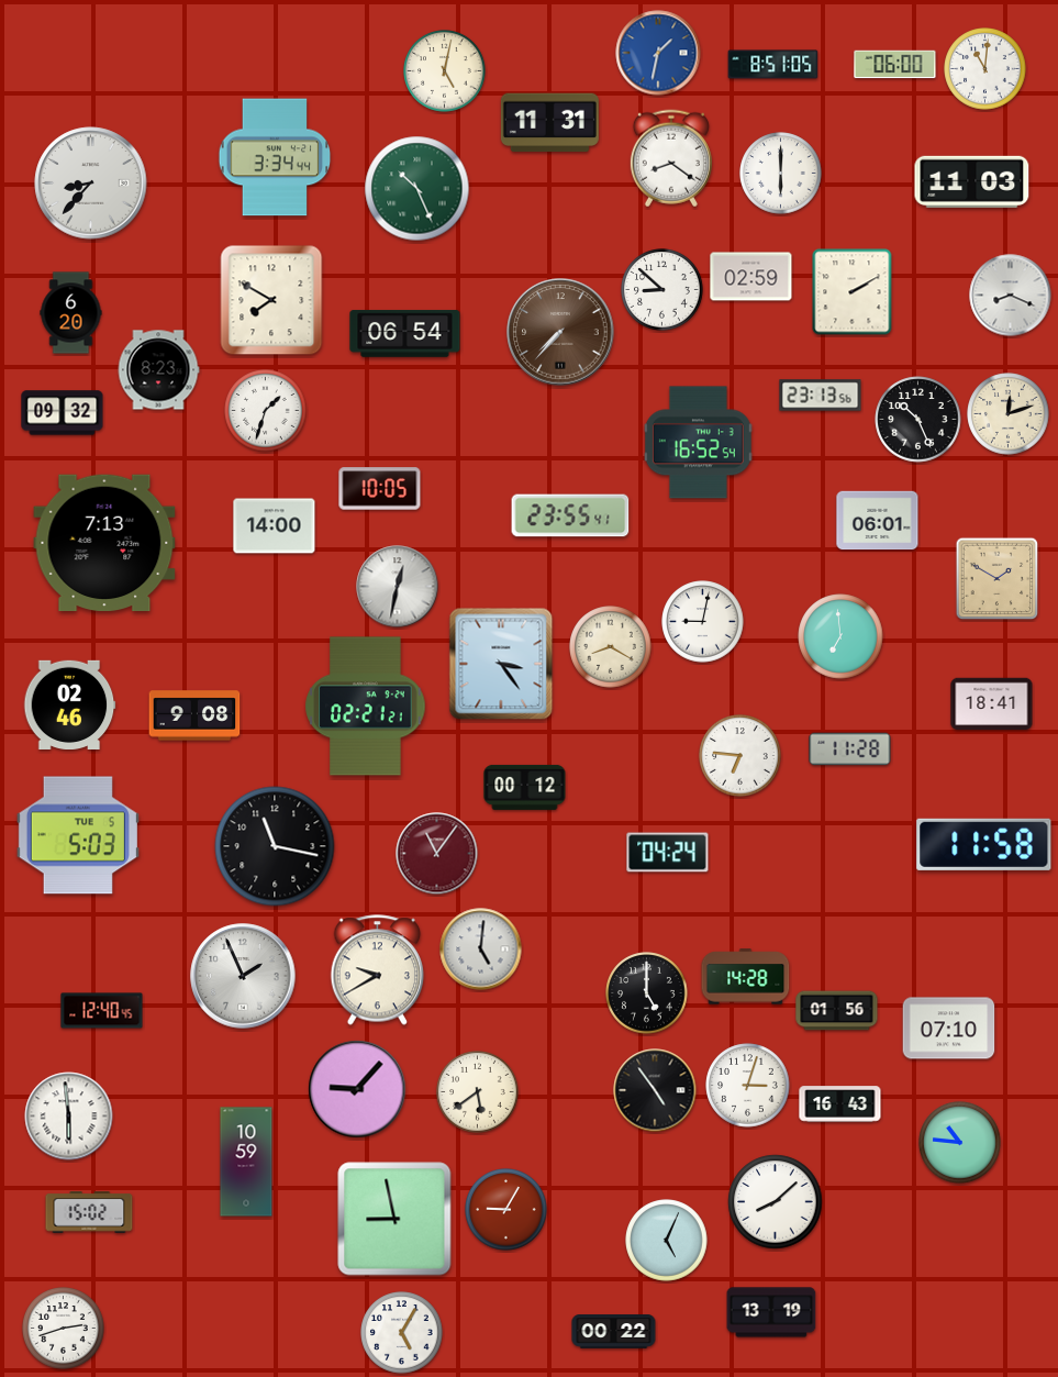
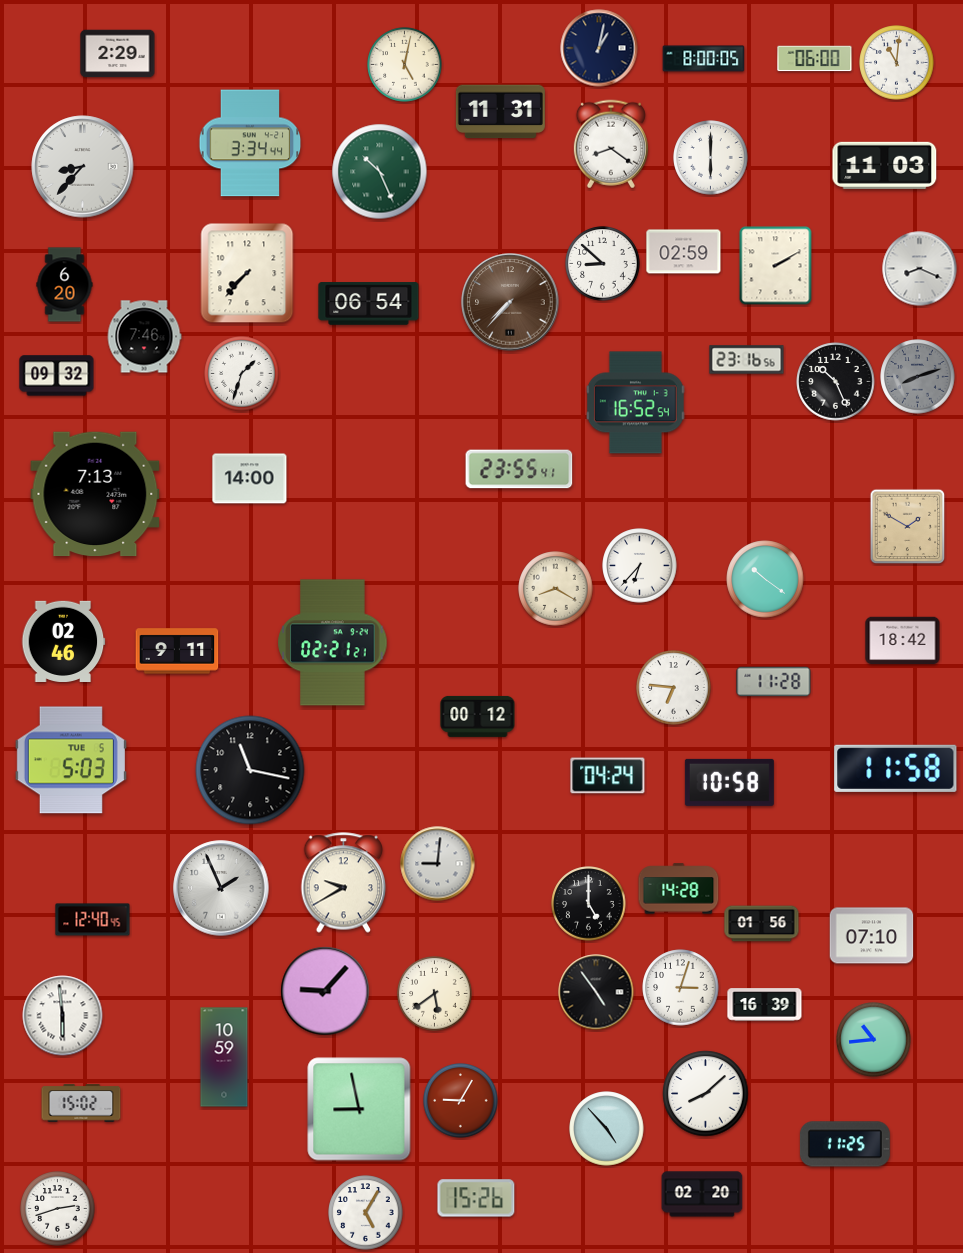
clock at (658, 53): 1:32 -> 1:02
clock at (658, 53) dial: blue -> navy
clock at (118, 54): none -> 2:29
clock at (773, 65): 8:51 -> 8:00
clock at (271, 300): 7:50 -> 7:37
clock at (158, 370): 8:23 -> 7:46
clock at (821, 396): 23:13 -> 23:16
clock at (1009, 414): 12:12 -> 8:12
clock at (1009, 414) dial: cream -> grey
clock at (380, 489): 10:05 -> none
clock at (878, 521): 06:01 -> none
clock at (398, 587): 12:32 -> none
clock at (703, 622): 9:02 -> 6:37
clock at (840, 636): 6:59 -> 10:21
clock at (501, 664): 3:24 -> none
clock at (992, 704): 18:41 -> 18:42
clock at (194, 715): 9:08 -> 9:11
clock at (437, 854): 11:06 -> none
clock at (729, 782): none -> 10:58
clock at (481, 950): 5:01 -> 9:01
clock at (837, 1011) position: (837, 1011) -> (762, 924)
clock at (949, 1029) position: (949, 1029) -> (872, 936)
clock at (840, 1104): 16:43 -> 16:39
clock at (960, 1143): 10:46 -> 10:44
clock at (667, 1241): 5:04 -> 4:53
clock at (845, 1144): none -> 11:25
clock at (771, 1312): 13:19 -> 02:20
clock at (476, 1198): none -> 15:26
clock at (614, 1332): 00:22 -> none
